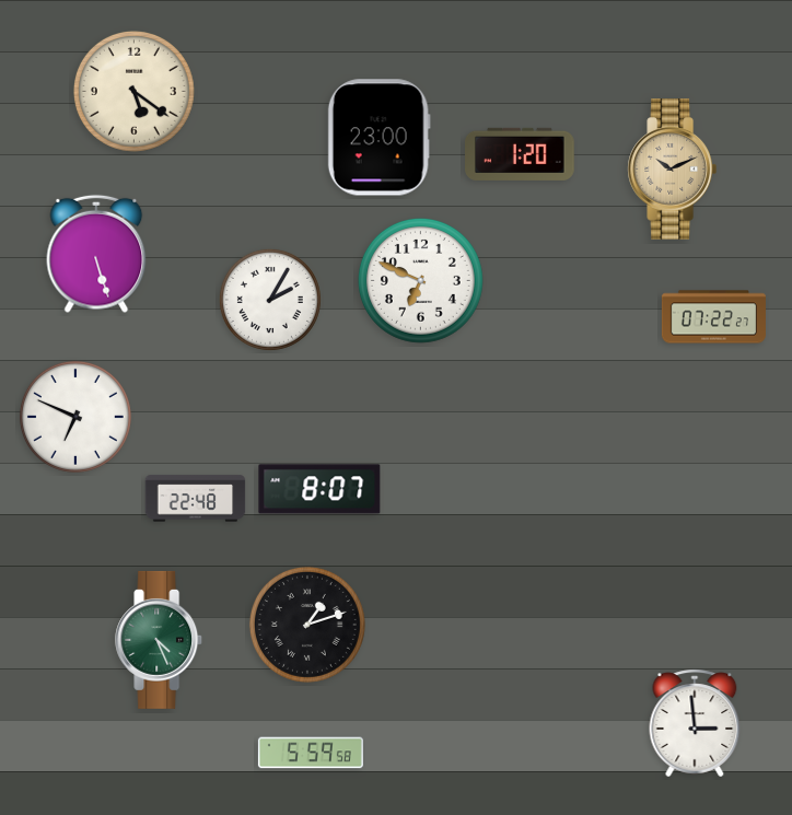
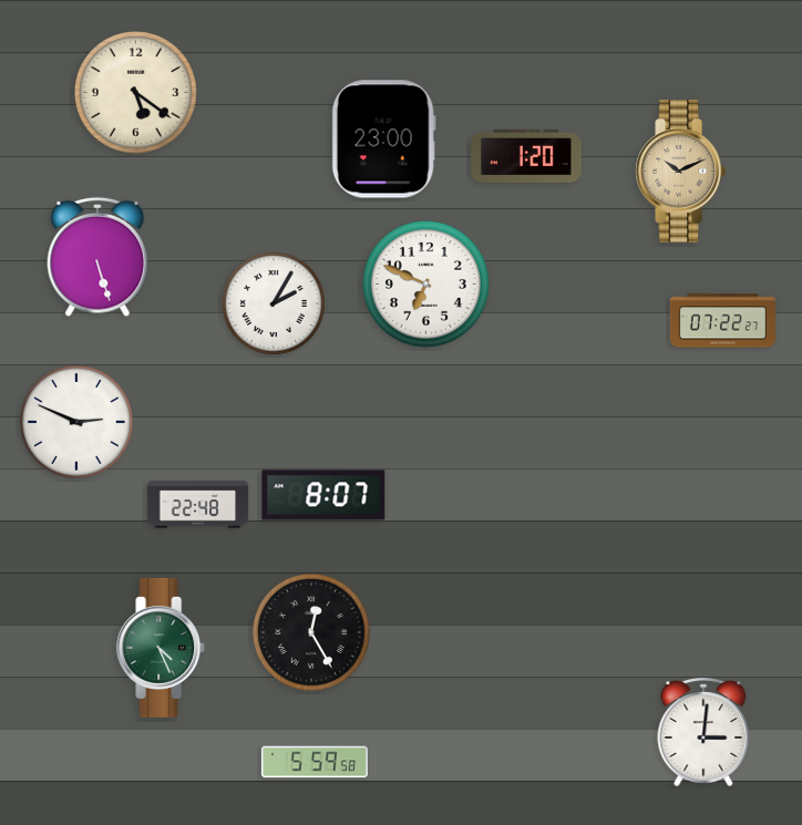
clock at (75, 417): 6:49 -> 2:49
clock at (307, 625): 1:12 -> 12:25
clock at (695, 723): 2:59 -> 3:01
